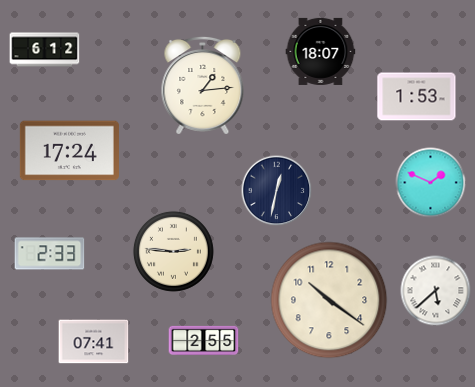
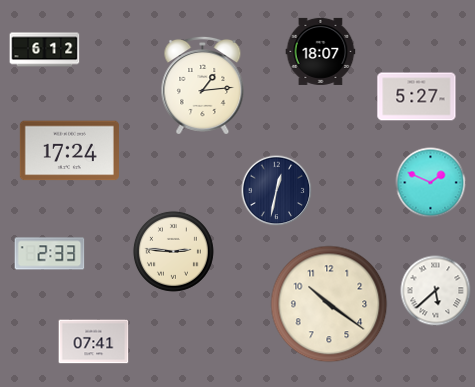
clock at (417, 97): 1:53 -> 5:27
clock at (329, 300) position: (329, 300) -> (329, 304)
clock at (204, 340): 2:55 -> none
